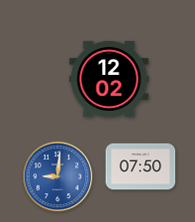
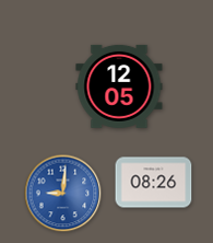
clock at (109, 79): 12:02 -> 12:05
clock at (141, 167): 07:50 -> 08:26
